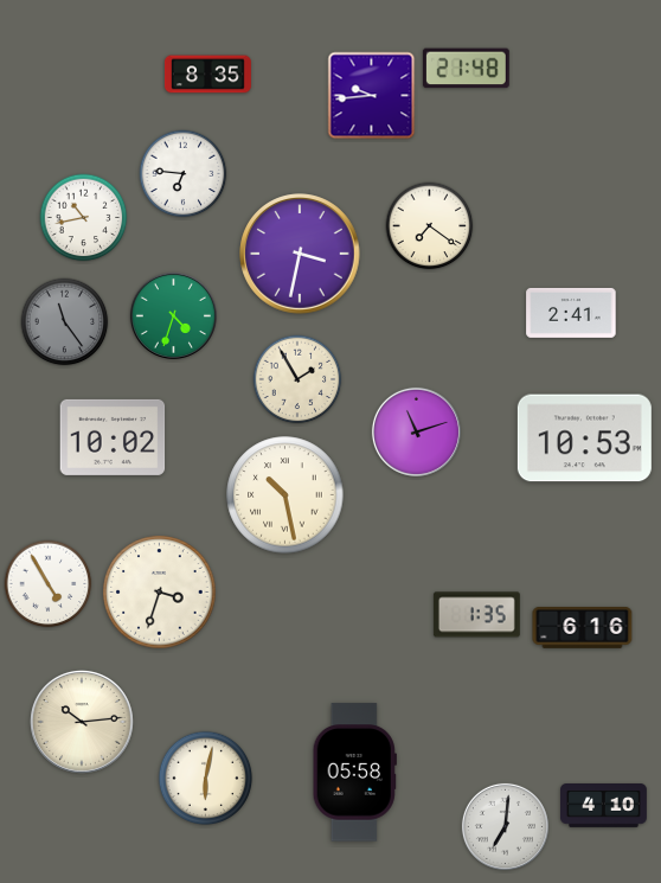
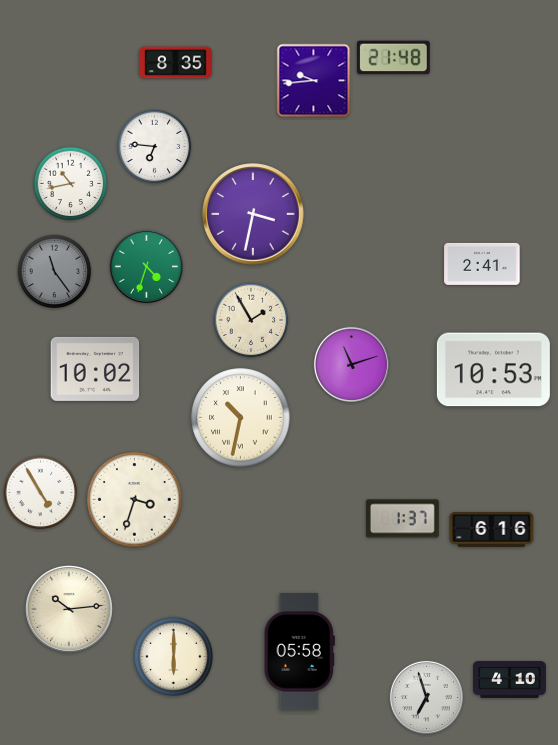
clock at (430, 226): 7:21 -> none
clock at (285, 495): 10:28 -> 10:32
clock at (476, 615): 1:35 -> 1:37
clock at (206, 779): 6:02 -> 6:00
clock at (505, 826): 7:01 -> 6:57
